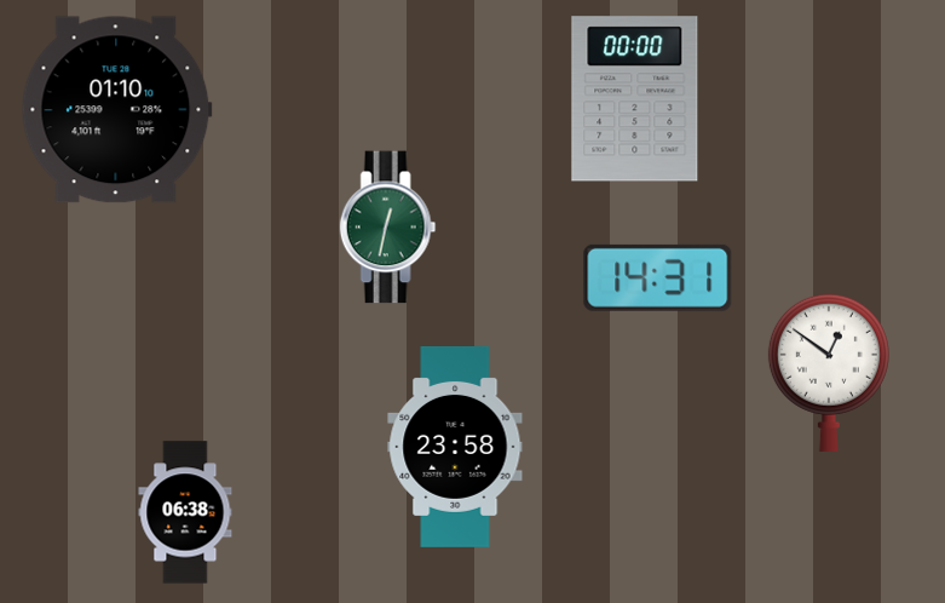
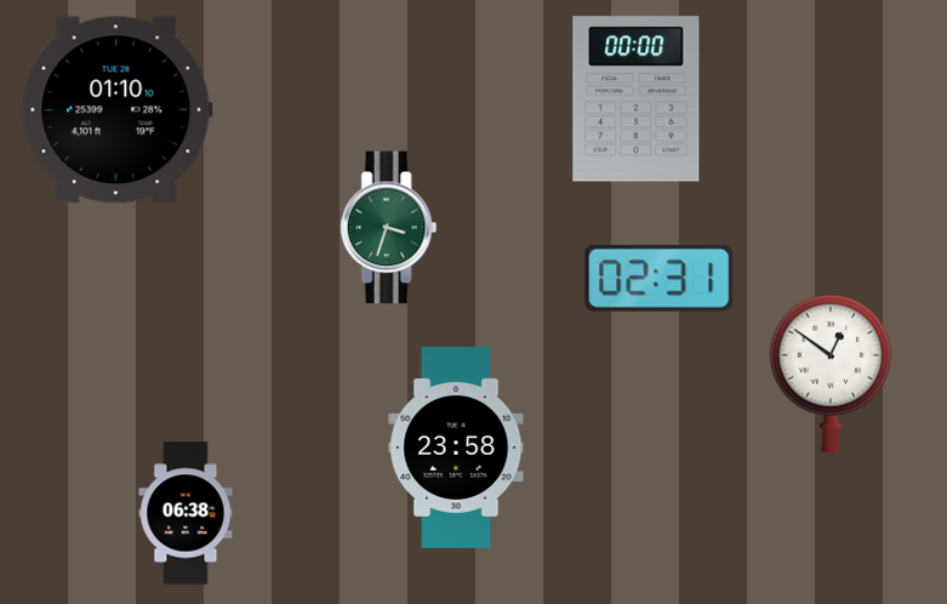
clock at (388, 228): 12:32 -> 3:33
clock at (658, 277): 14:31 -> 02:31
